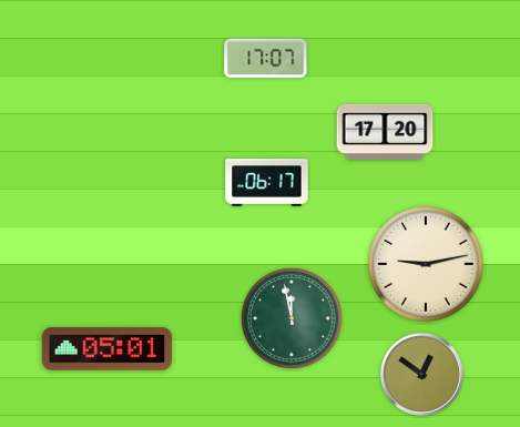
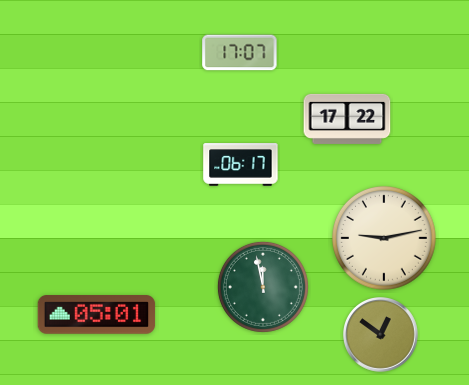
clock at (385, 132): 17:20 -> 17:22
clock at (422, 375) position: (422, 375) -> (381, 335)
